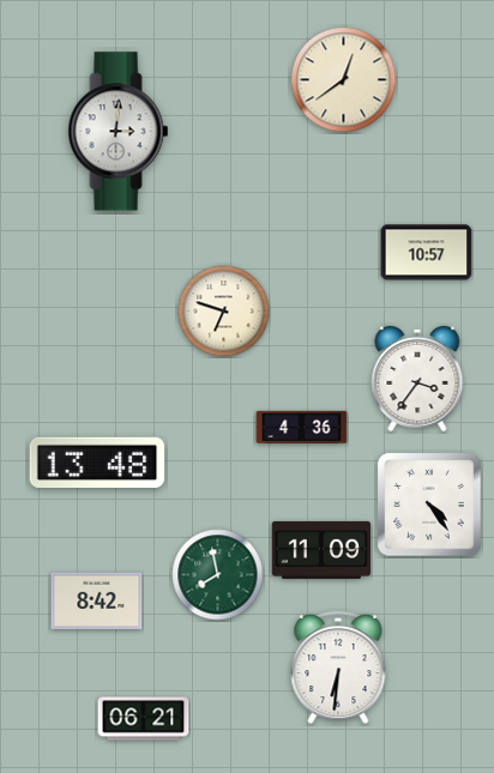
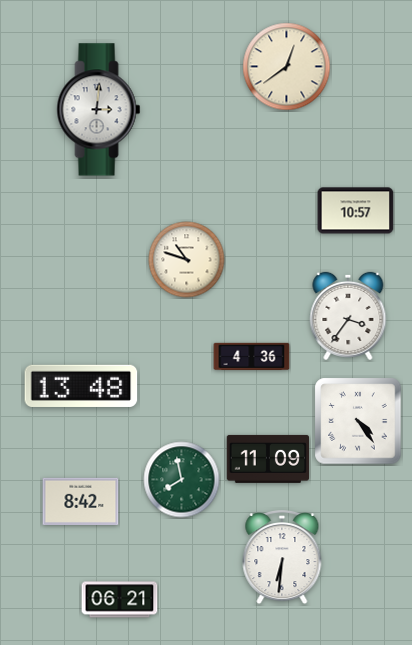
clock at (224, 312): 6:48 -> 10:48
